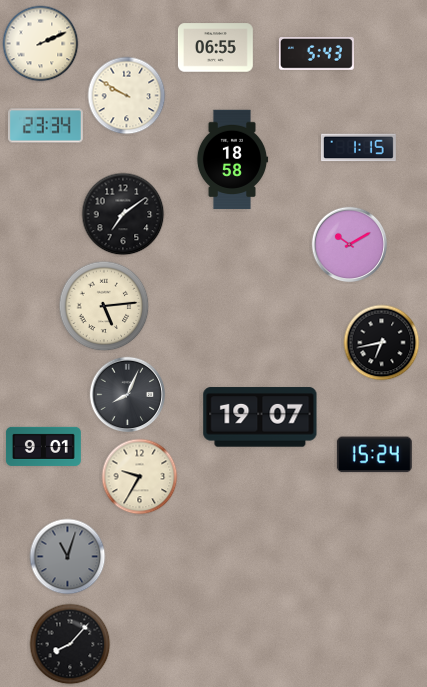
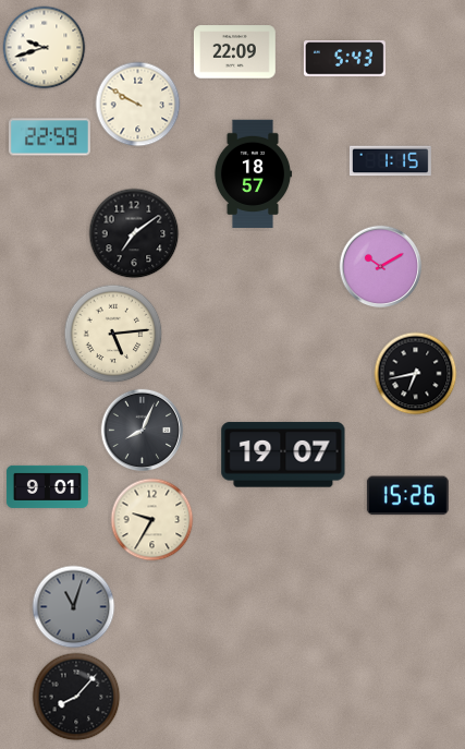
clock at (41, 44): 2:11 -> 9:42
clock at (215, 48): 06:55 -> 22:09
clock at (45, 126): 23:34 -> 22:59
clock at (232, 160): 18:58 -> 18:57
clock at (128, 395) position: (128, 395) -> (143, 431)
clock at (374, 455): 15:24 -> 15:26
clock at (70, 644) position: (70, 644) -> (76, 697)
